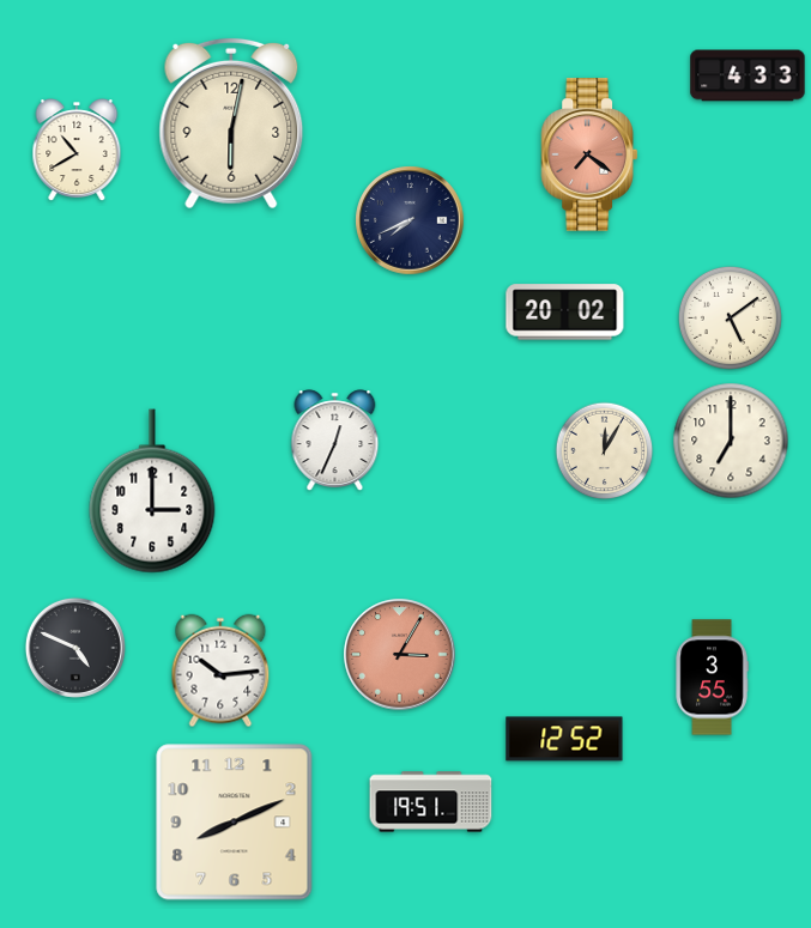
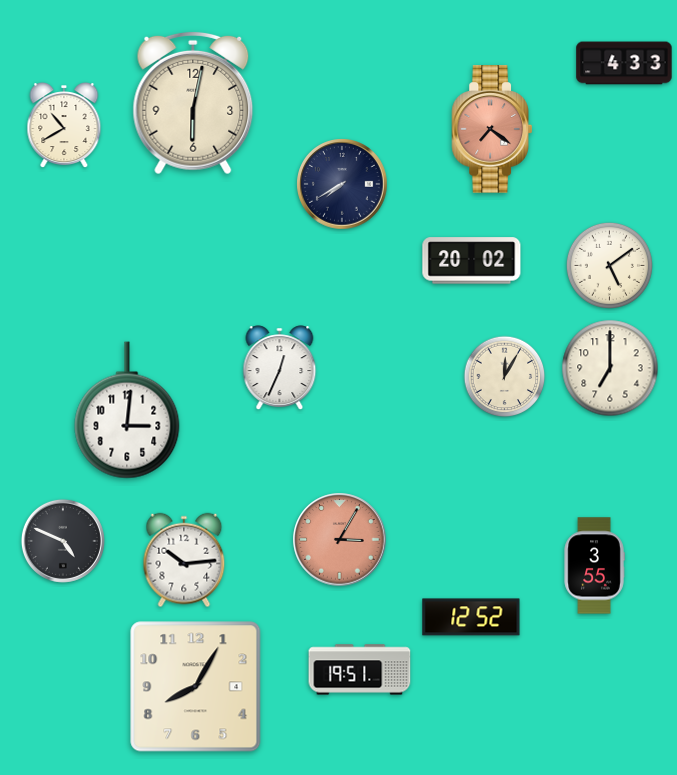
clock at (410, 220): 7:41 -> 7:40
clock at (152, 491): 3:00 -> 3:01
clock at (400, 655) position: (400, 655) -> (340, 540)
clock at (235, 823): 8:11 -> 8:05
